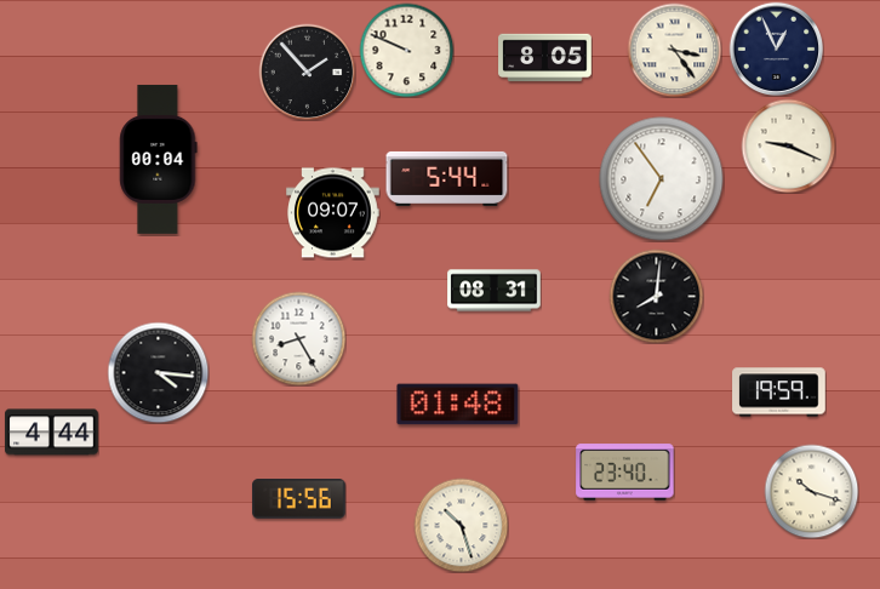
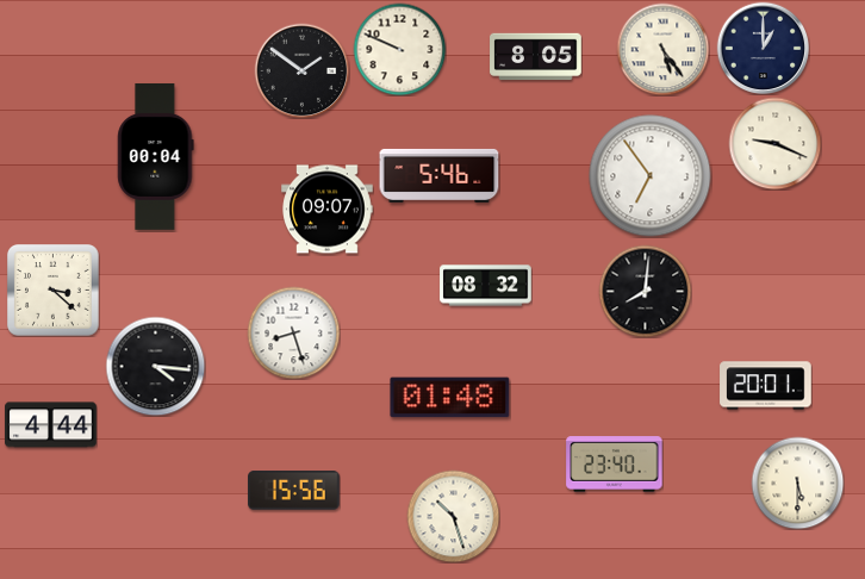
clock at (776, 48): 12:56 -> 1:00
clock at (674, 50): 3:24 -> 5:24
clock at (307, 72): 1:53 -> 1:51
clock at (447, 178): 5:44 -> 5:46
clock at (495, 291): 08:31 -> 08:32
clock at (54, 291): none -> 3:22
clock at (298, 338): 8:25 -> 8:27
clock at (779, 393): 19:59 -> 20:01
clock at (811, 491): 10:18 -> 5:30
